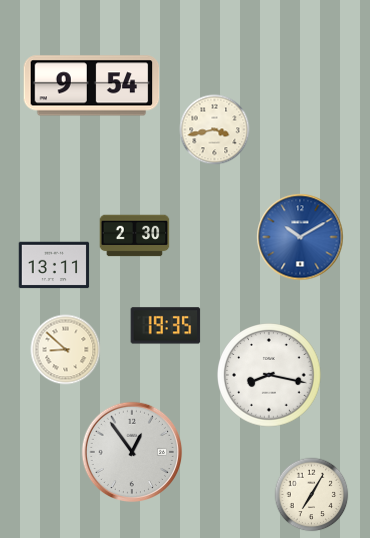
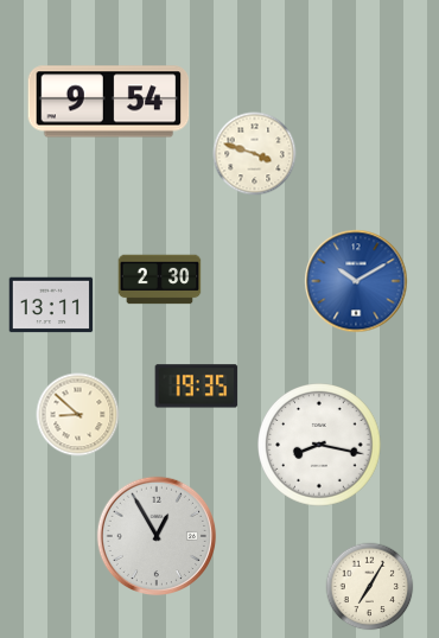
clock at (215, 130): 3:43 -> 3:48
clock at (54, 265) position: (54, 265) -> (51, 305)
clock at (132, 452): 12:54 -> 12:55
